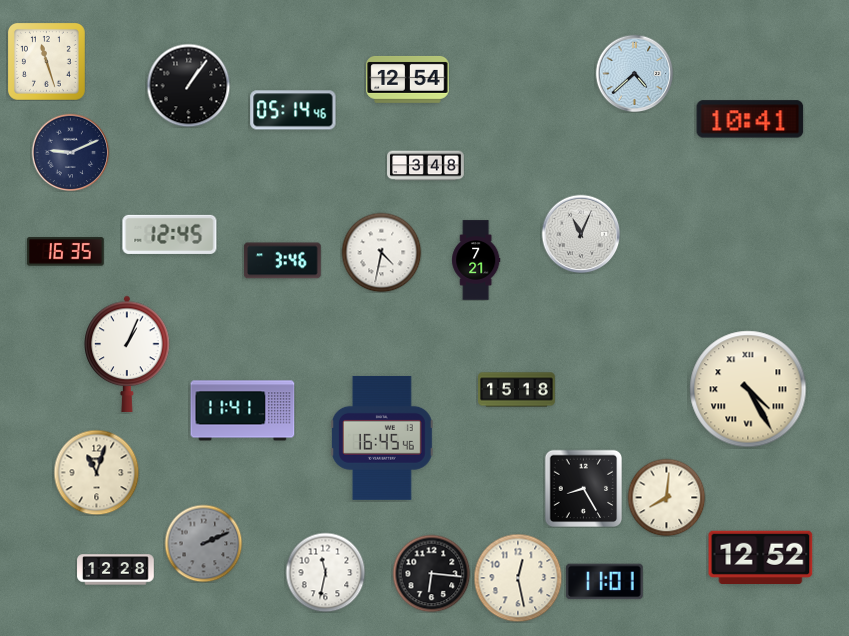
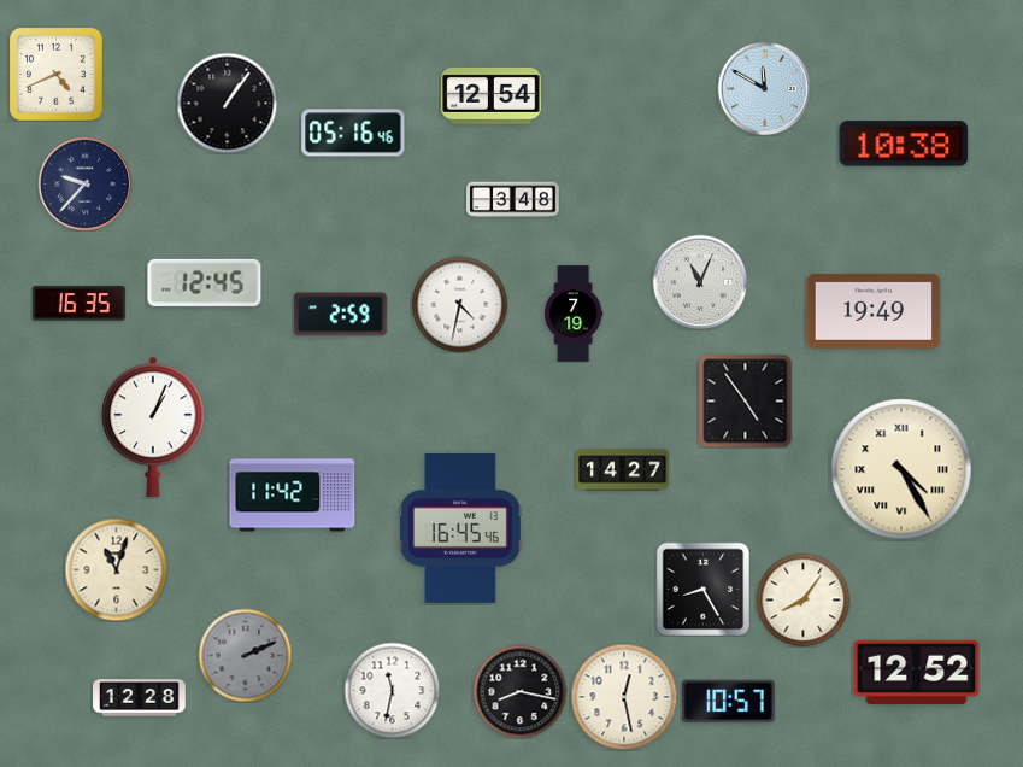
clock at (46, 61): 11:27 -> 4:41
clock at (634, 73): 4:38 -> 11:50
clock at (293, 110): 05:14 -> 05:16
clock at (750, 119): 10:41 -> 10:38
clock at (70, 152): 9:11 -> 9:37
clock at (874, 311): none -> 19:49
clock at (476, 260): 7:21 -> 7:19
clock at (283, 261): 3:46 -> 2:59
clock at (745, 400): none -> 4:54
clock at (517, 390): 15:18 -> 14:27
clock at (243, 411): 11:41 -> 11:42
clock at (666, 497): 8:01 -> 8:06
clock at (116, 570) position: (116, 570) -> (140, 698)
clock at (431, 573): 6:16 -> 8:17
clock at (604, 582): 11:01 -> 10:57
